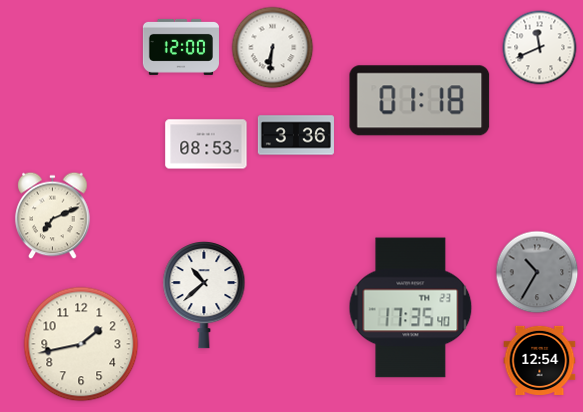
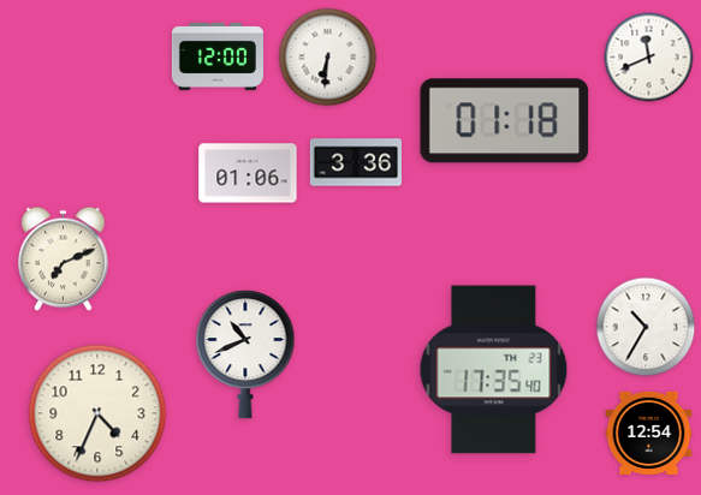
clock at (206, 144): 08:53 -> 01:06
clock at (537, 272) dial: grey -> white
clock at (204, 296): 10:38 -> 10:41
clock at (81, 344): 1:43 -> 4:34
